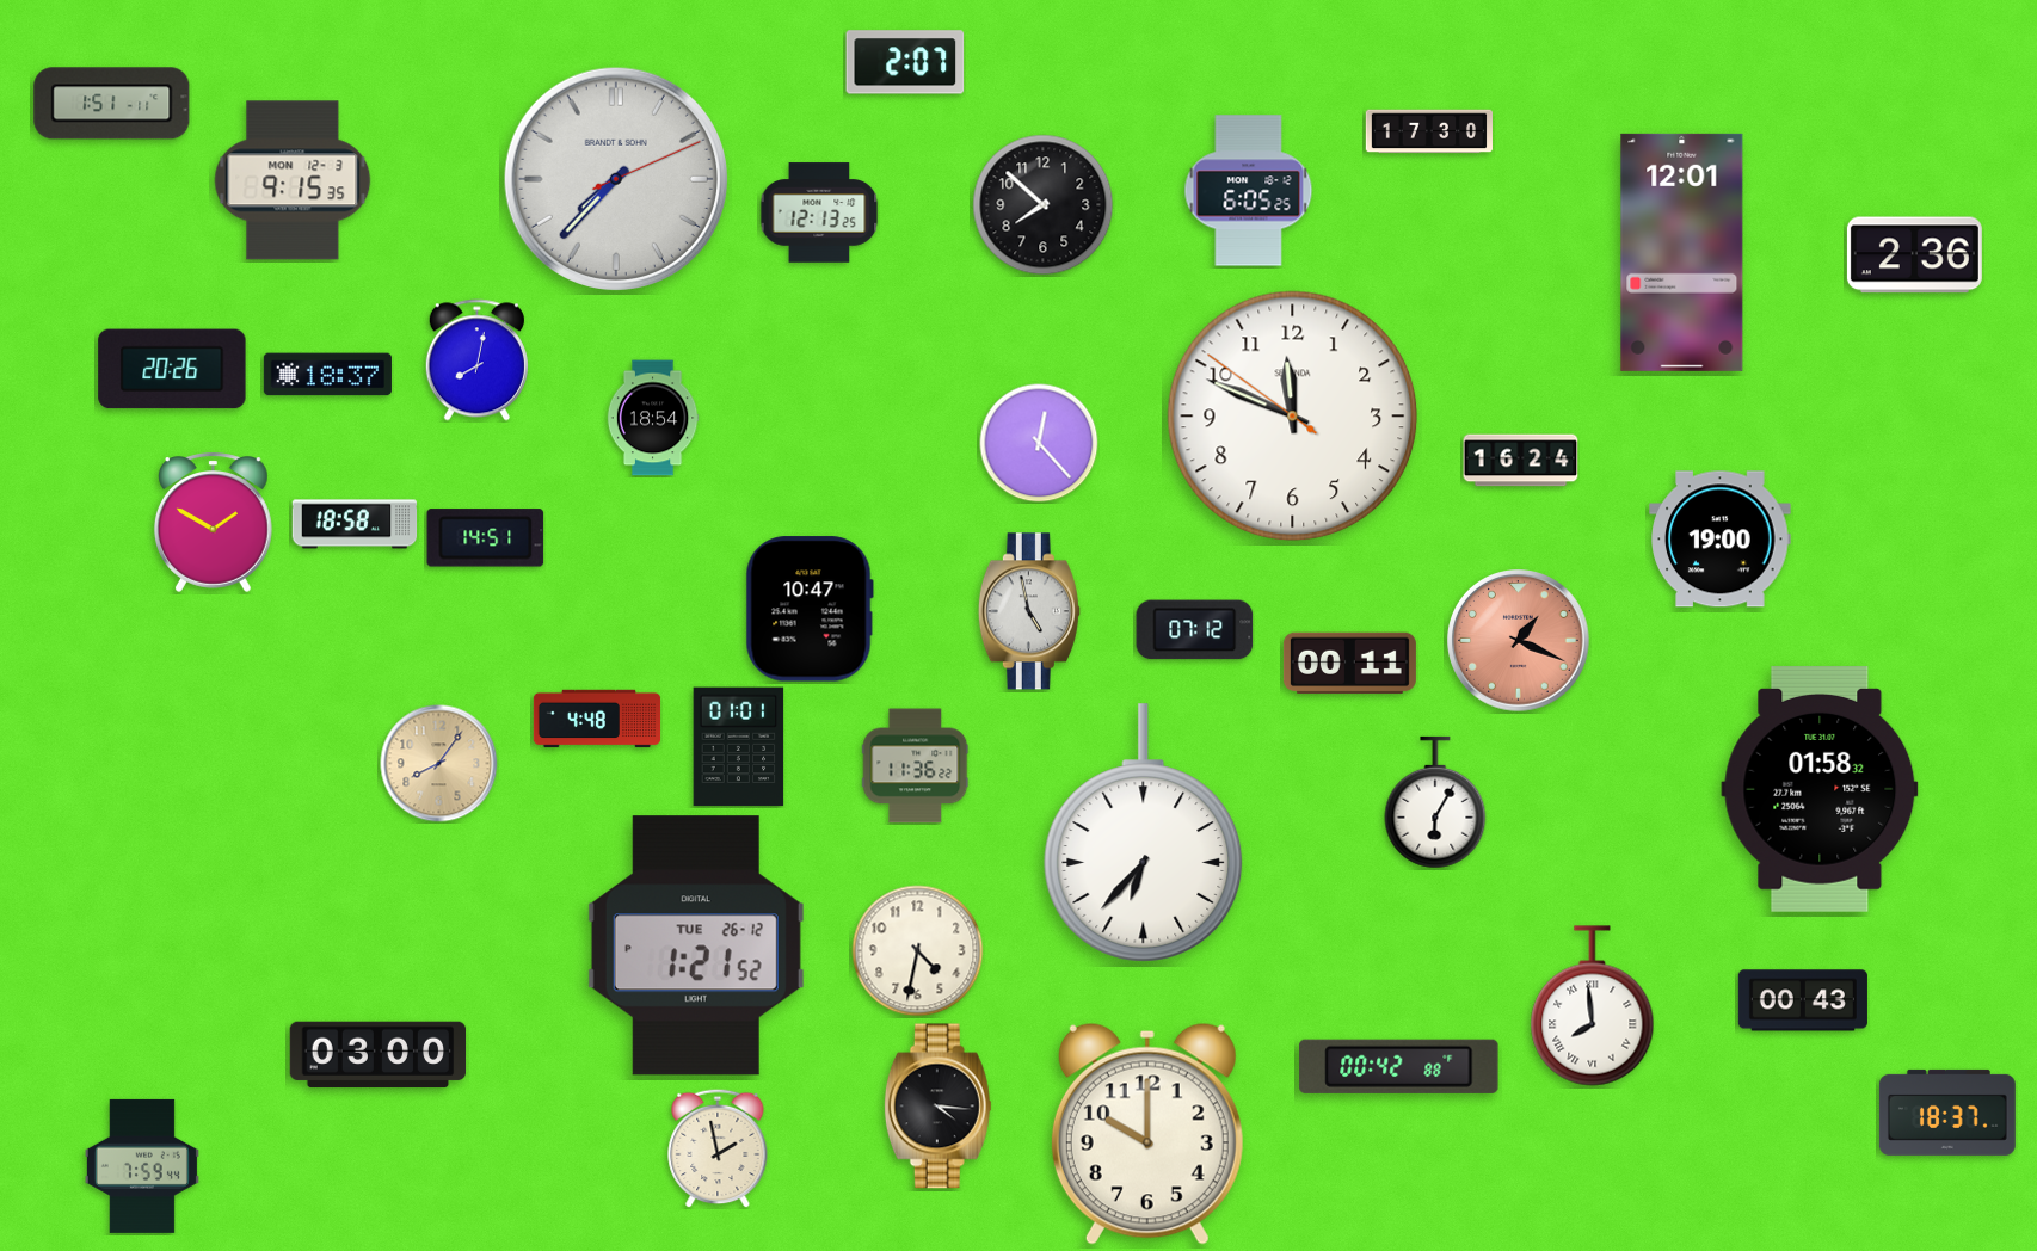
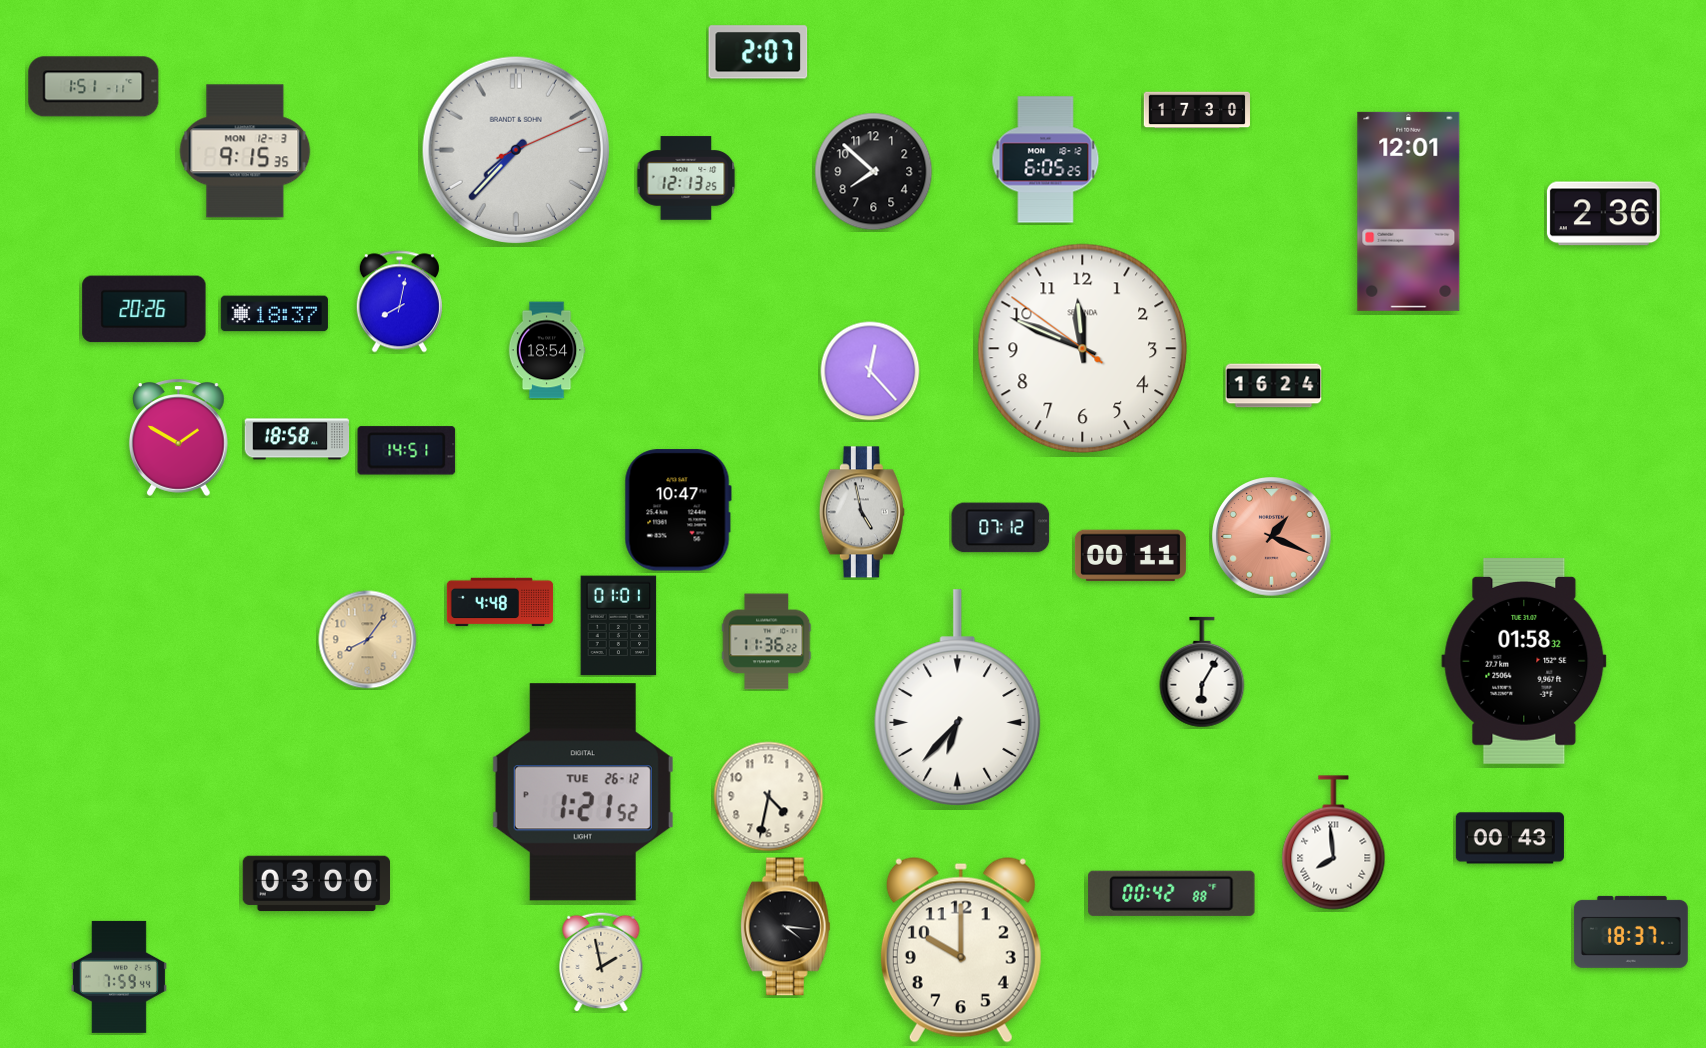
clock at (1721, 540): 19:00 -> none
